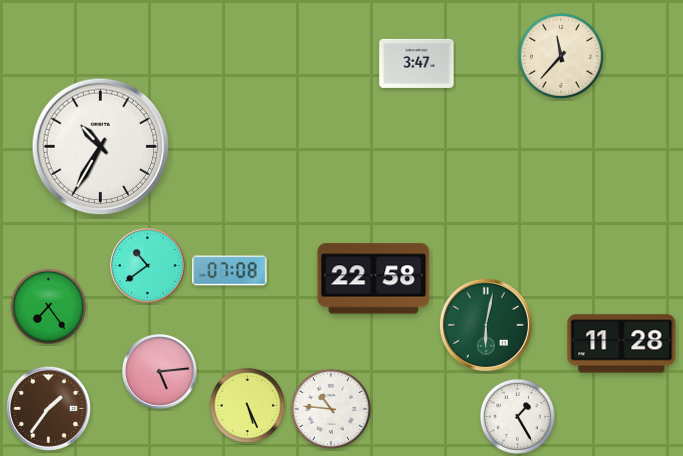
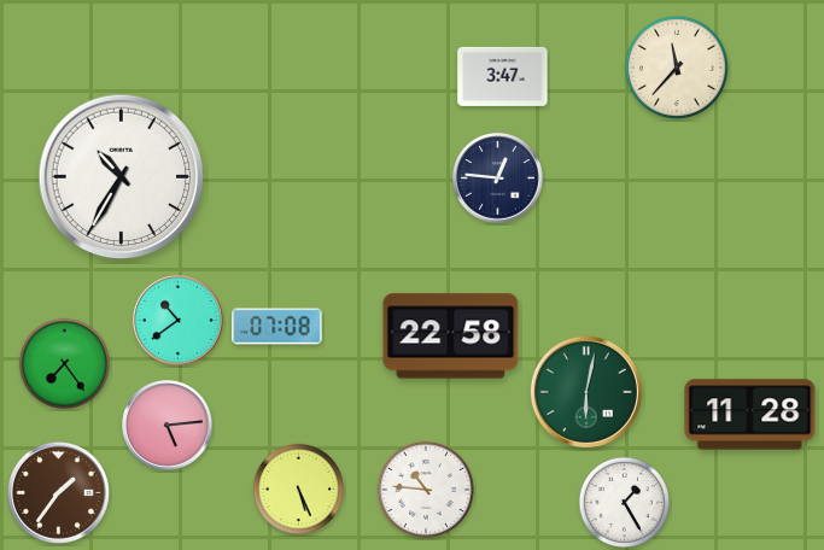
clock at (498, 179): none -> 12:46
clock at (48, 306) position: (48, 306) -> (64, 363)
clock at (160, 372) position: (160, 372) -> (168, 426)
clock at (331, 409) position: (331, 409) -> (426, 490)
